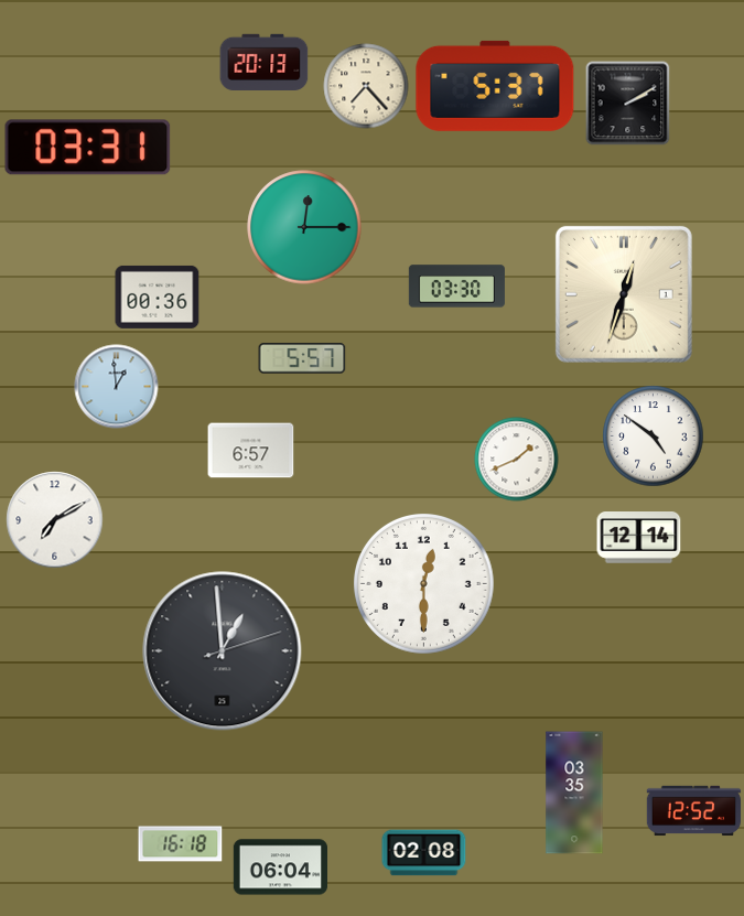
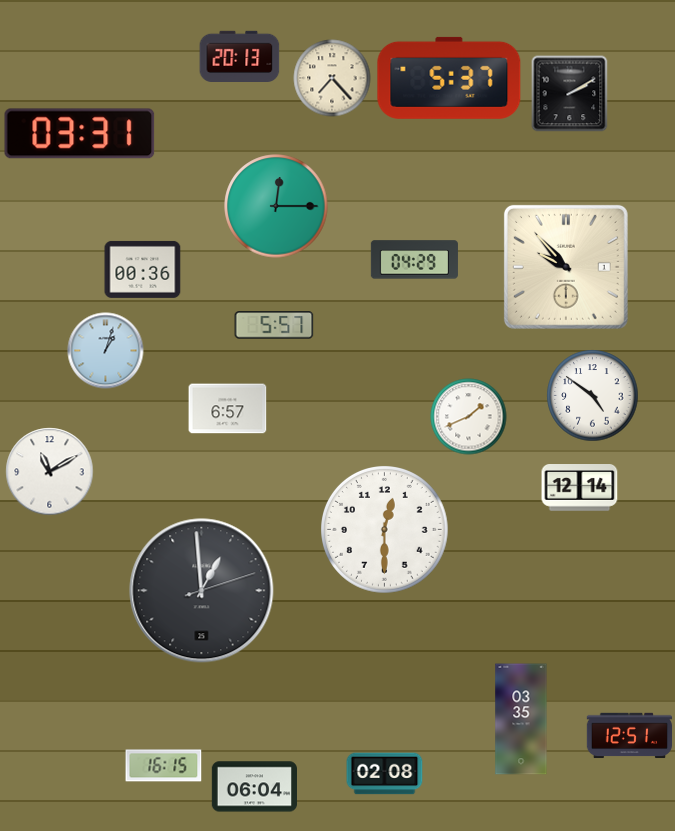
clock at (456, 287): 03:30 -> 04:29
clock at (624, 294): 12:33 -> 9:53
clock at (117, 387): 12:59 -> 1:03
clock at (55, 520): 7:10 -> 11:10
clock at (694, 811): 12:52 -> 12:51
clock at (181, 844): 16:18 -> 16:15
